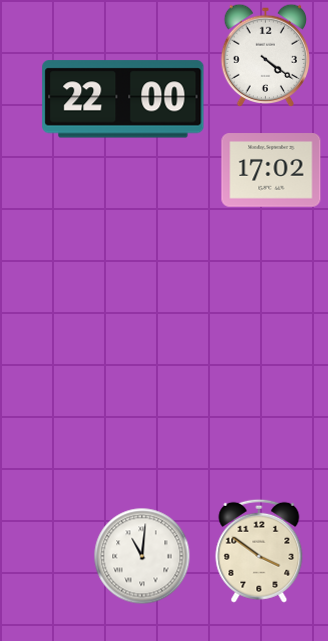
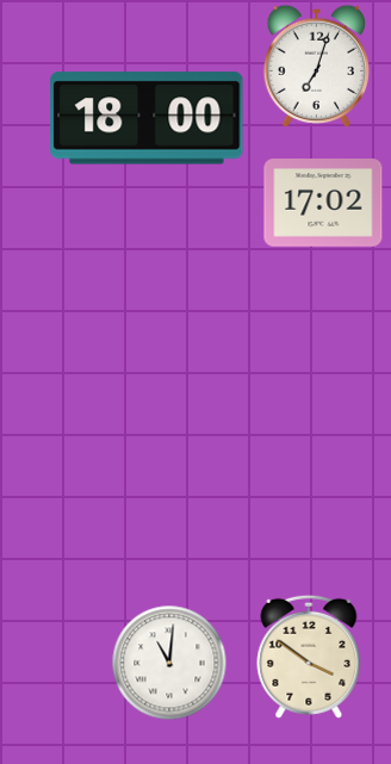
clock at (265, 55): 4:21 -> 7:03
clock at (123, 99): 22:00 -> 18:00
